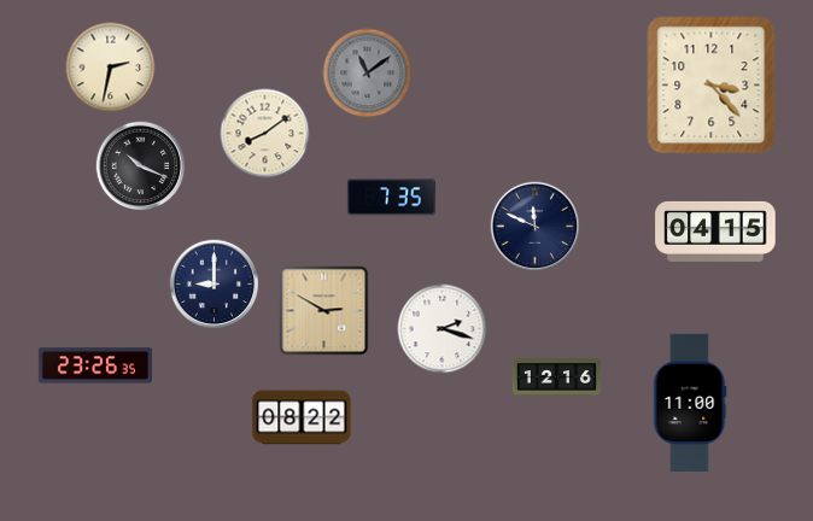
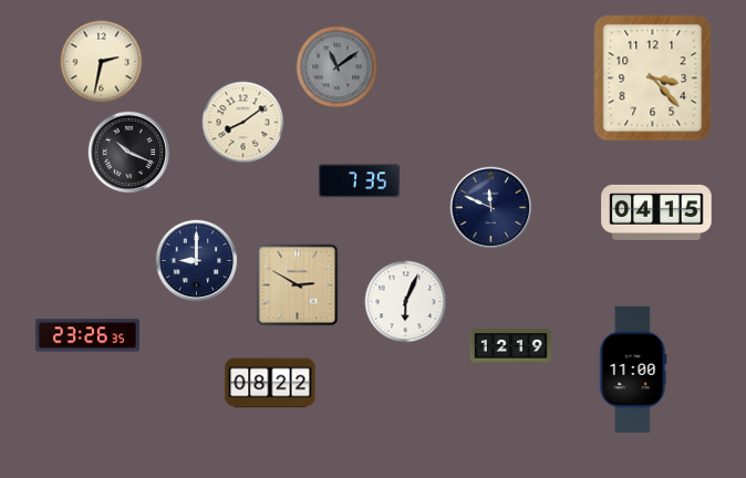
clock at (443, 329): 2:18 -> 6:04
clock at (556, 377): 12:16 -> 12:19
clock at (302, 417) position: (302, 417) -> (270, 383)
